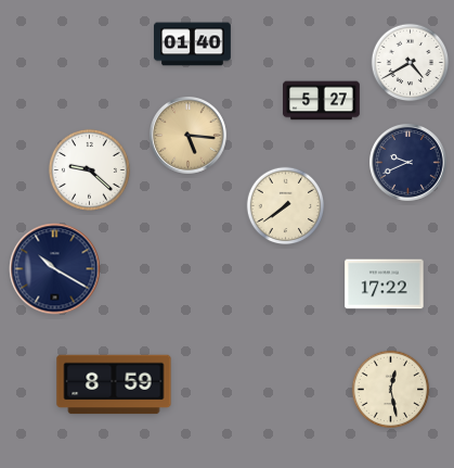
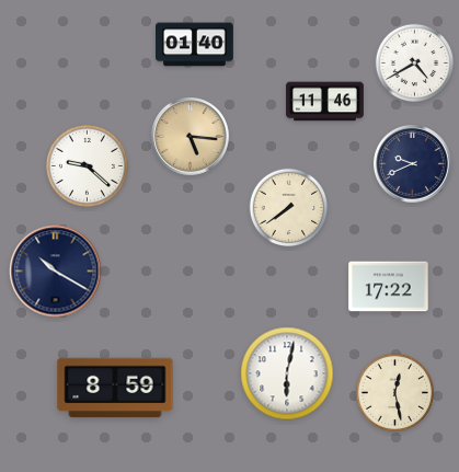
clock at (322, 101): 5:27 -> 11:46
clock at (89, 169) position: (89, 169) -> (87, 165)
clock at (287, 373): none -> 6:02
